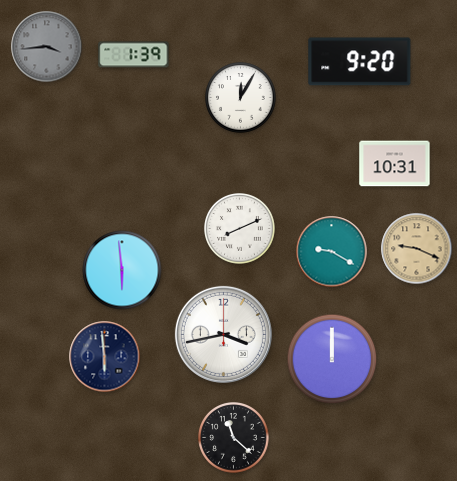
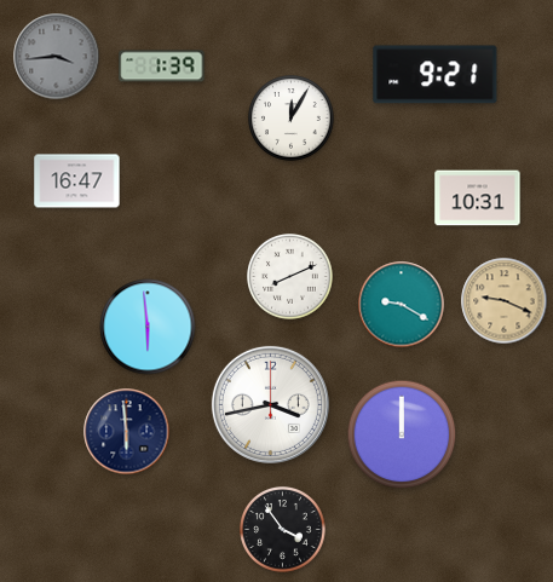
clock at (360, 62): 9:20 -> 9:21
clock at (77, 181): none -> 16:47
clock at (234, 438): 11:22 -> 3:54
